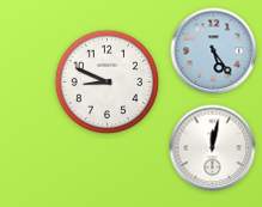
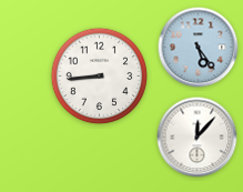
clock at (108, 83): 8:49 -> 8:44
clock at (213, 148): 12:02 -> 12:07
